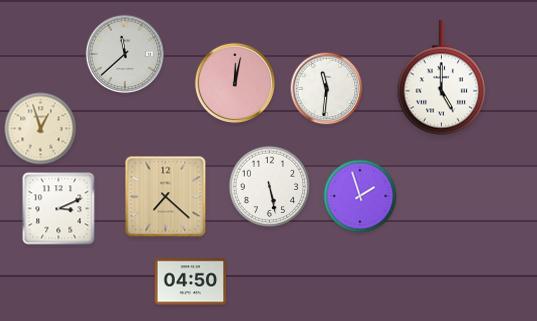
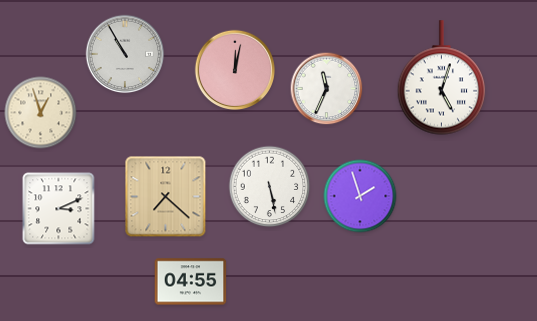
clock at (125, 54): 11:38 -> 10:55
clock at (442, 78): 5:00 -> 5:03
clock at (235, 83) position: (235, 83) -> (235, 70)
clock at (327, 89): 11:31 -> 11:34
clock at (41, 129) position: (41, 129) -> (41, 113)
clock at (191, 282): 04:50 -> 04:55
